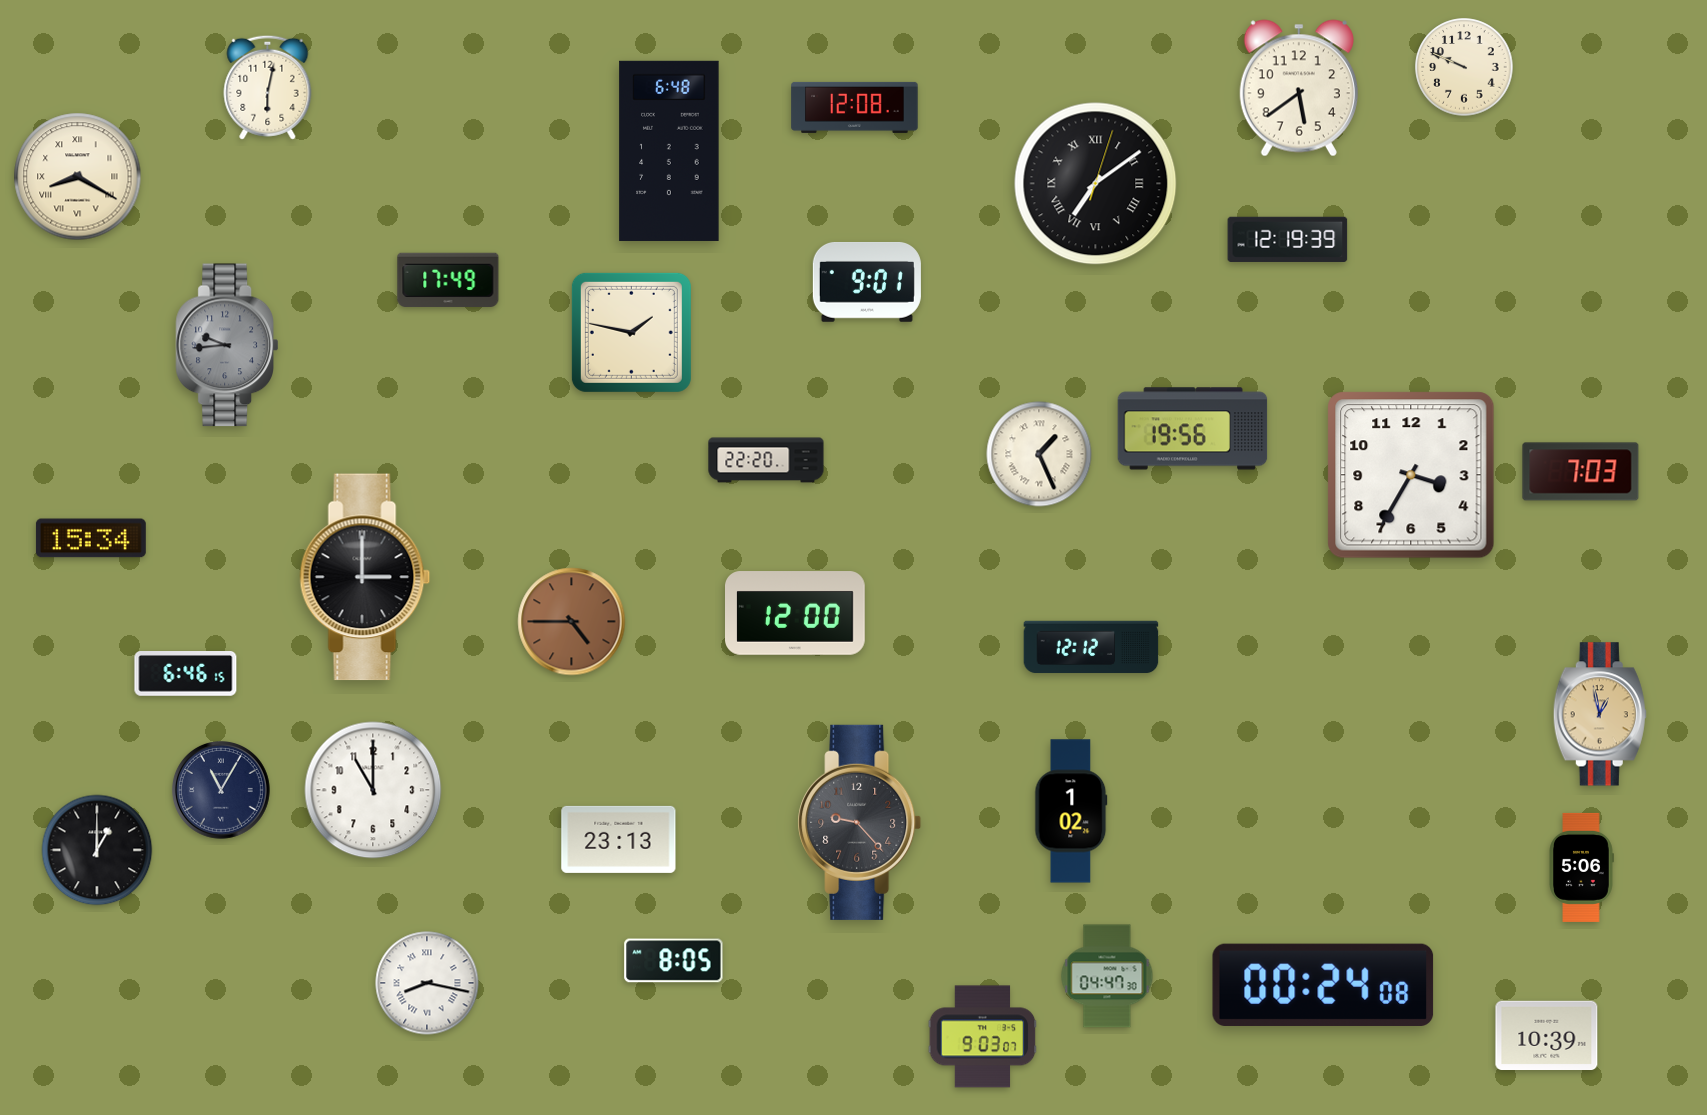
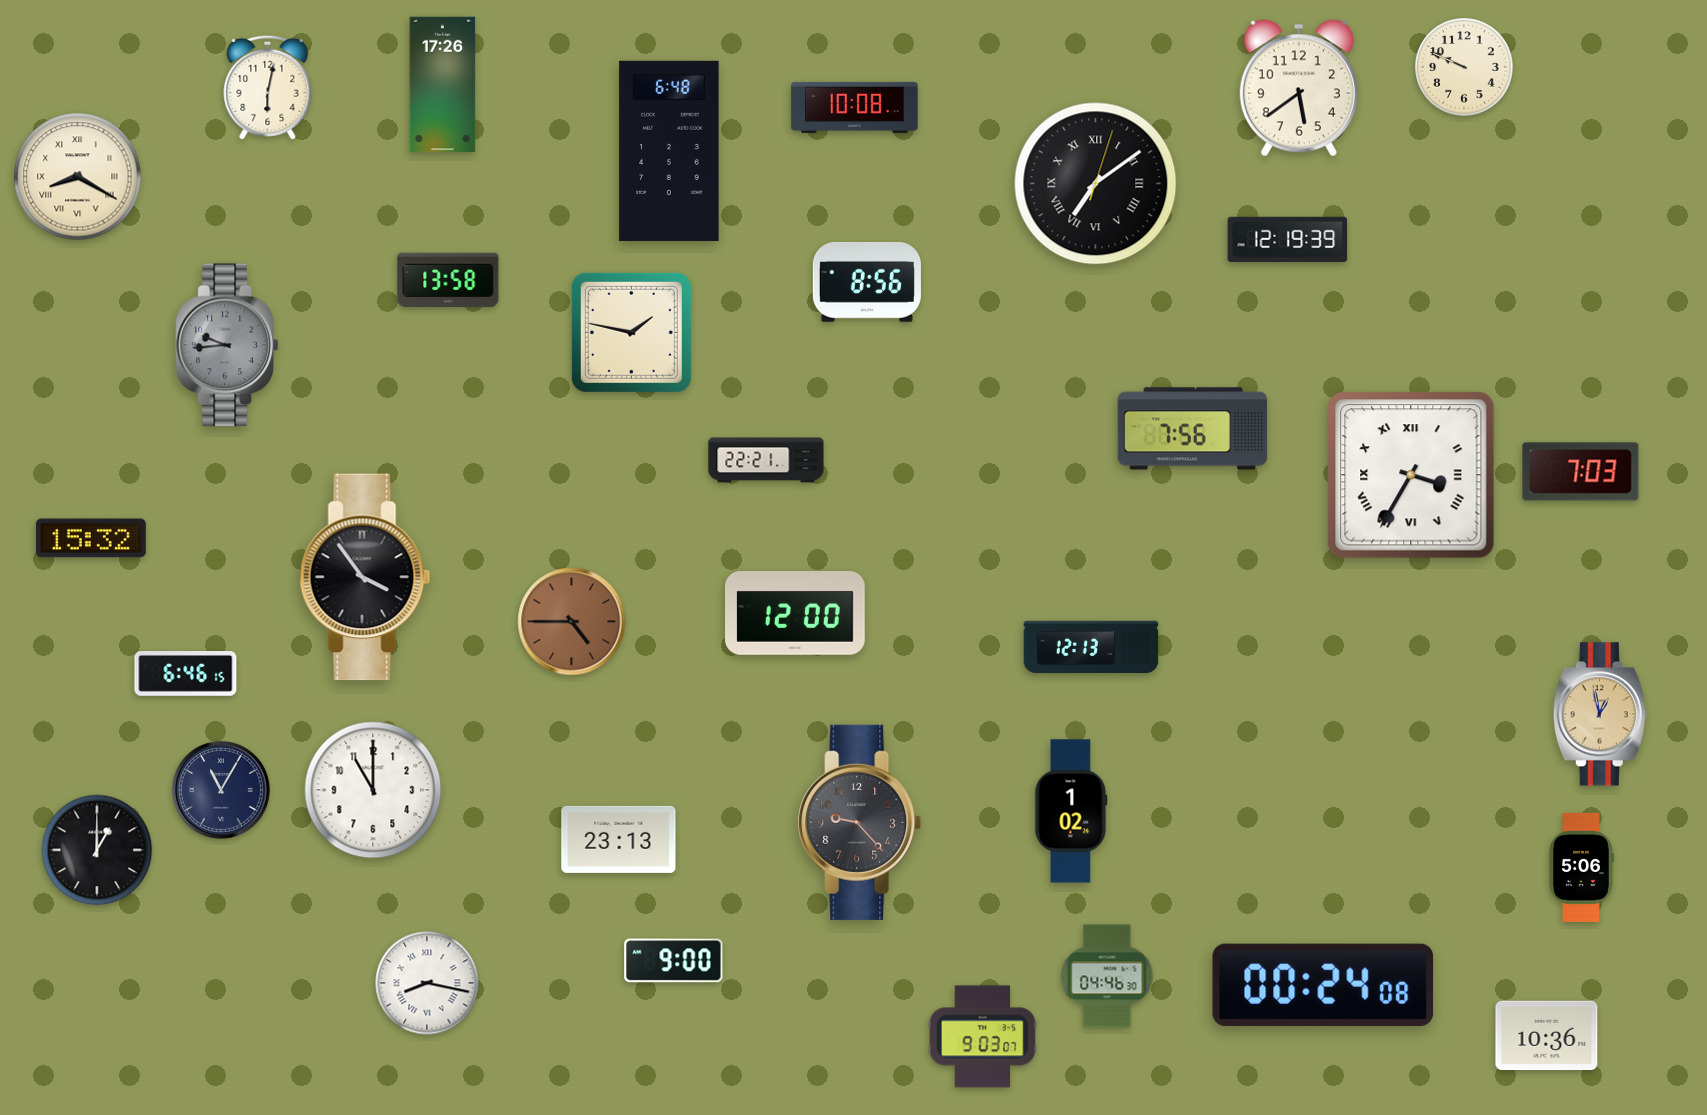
clock at (443, 85): none -> 17:26
clock at (855, 107): 12:08 -> 10:08
clock at (448, 280): 17:49 -> 13:58
clock at (867, 282): 9:01 -> 8:56
clock at (1193, 429): 19:56 -> 7:56
clock at (1039, 454): 1:26 -> none
clock at (766, 460): 22:20 -> 22:21
clock at (1411, 475) numerals: Arabic -> Roman
clock at (91, 538): 15:34 -> 15:32
clock at (365, 577): 3:00 -> 3:54
clock at (1091, 647): 12:12 -> 12:13
clock at (674, 961): 8:05 -> 9:00
clock at (1107, 976): 04:47 -> 04:46
clock at (1547, 1035): 10:39 -> 10:36
